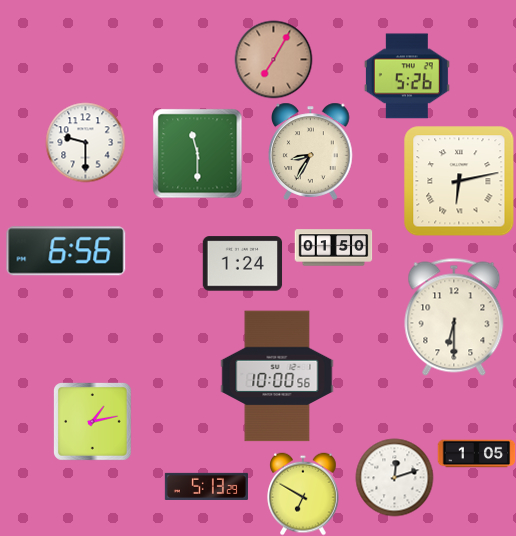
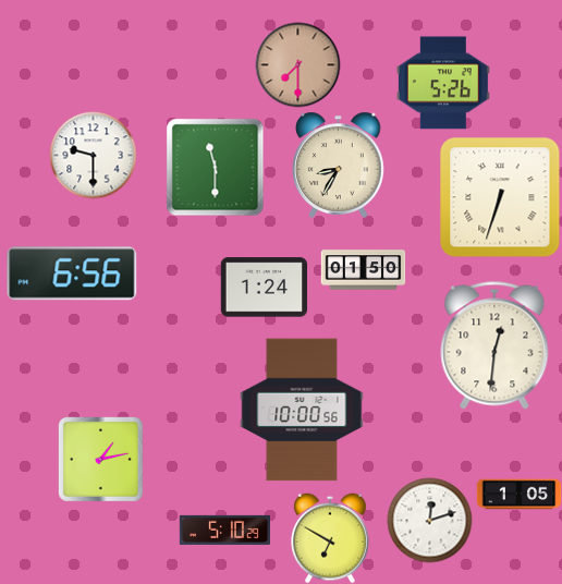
clock at (273, 59): 7:05 -> 7:30
clock at (459, 181): 6:13 -> 6:33
clock at (454, 317): 6:30 -> 12:31
clock at (206, 486): 5:13 -> 5:10
